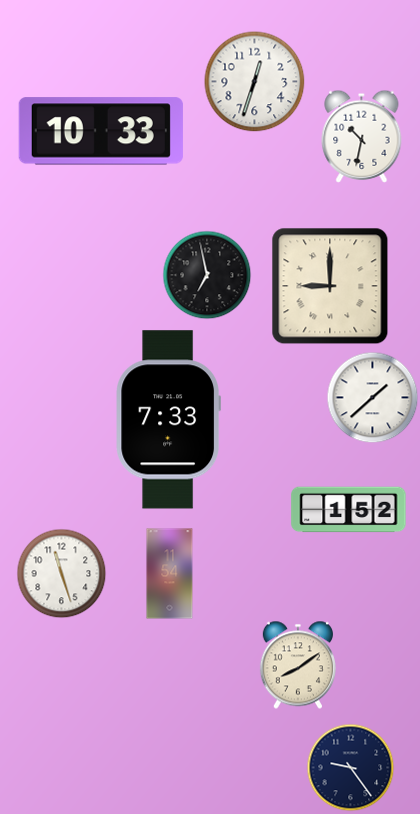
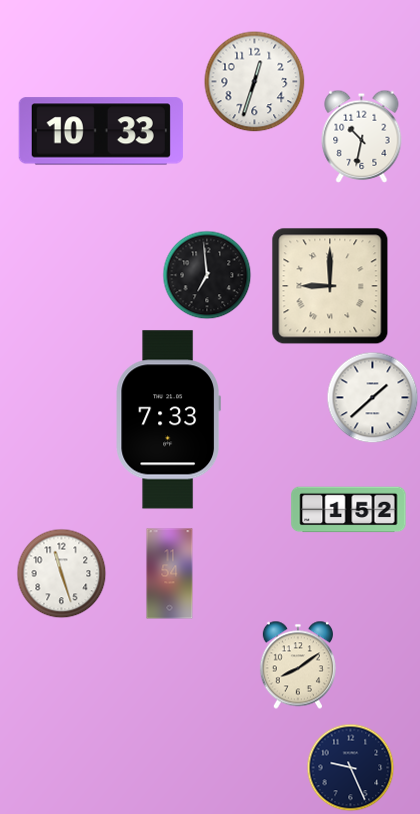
clock at (207, 275): 6:58 -> 6:59
clock at (351, 768): 9:24 -> 9:26
